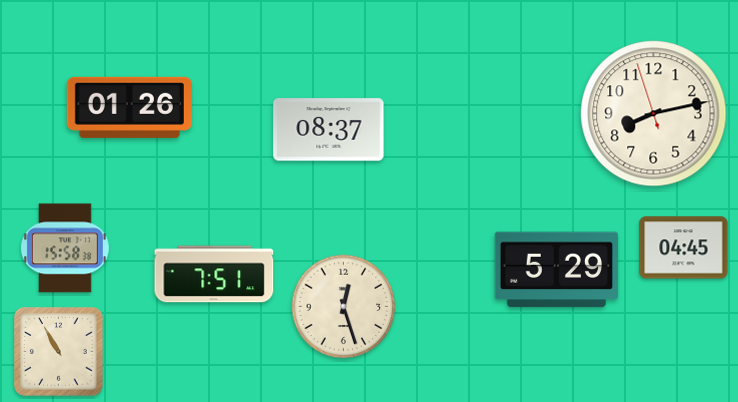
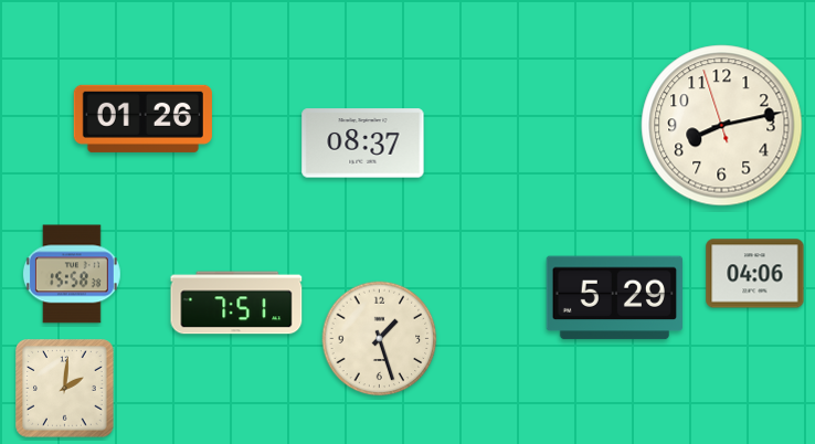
clock at (684, 248): 04:45 -> 04:06
clock at (344, 307): 12:27 -> 1:27
clock at (59, 352): 10:55 -> 2:01
